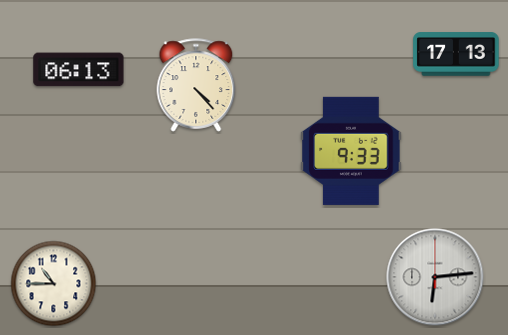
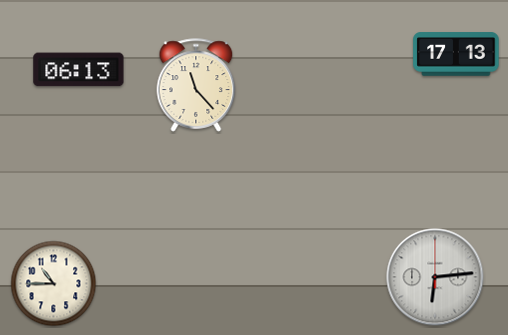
clock at (196, 85): 4:23 -> 11:23
clock at (351, 151): 9:33 -> none
